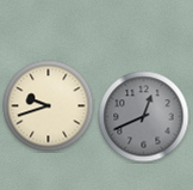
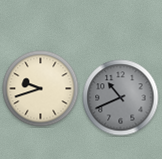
clock at (144, 117): 12:41 -> 10:41
